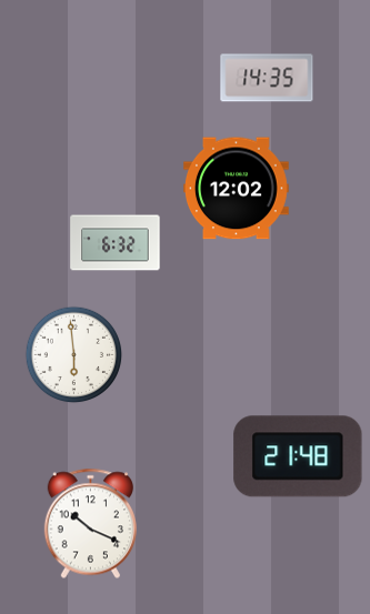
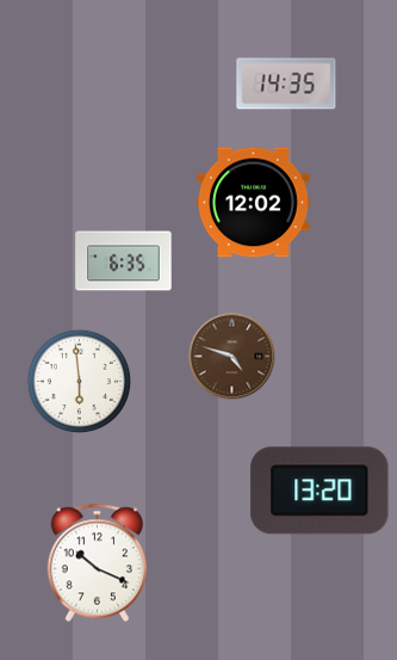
clock at (116, 243): 6:32 -> 6:35
clock at (232, 357): none -> 4:48
clock at (298, 456): 21:48 -> 13:20
